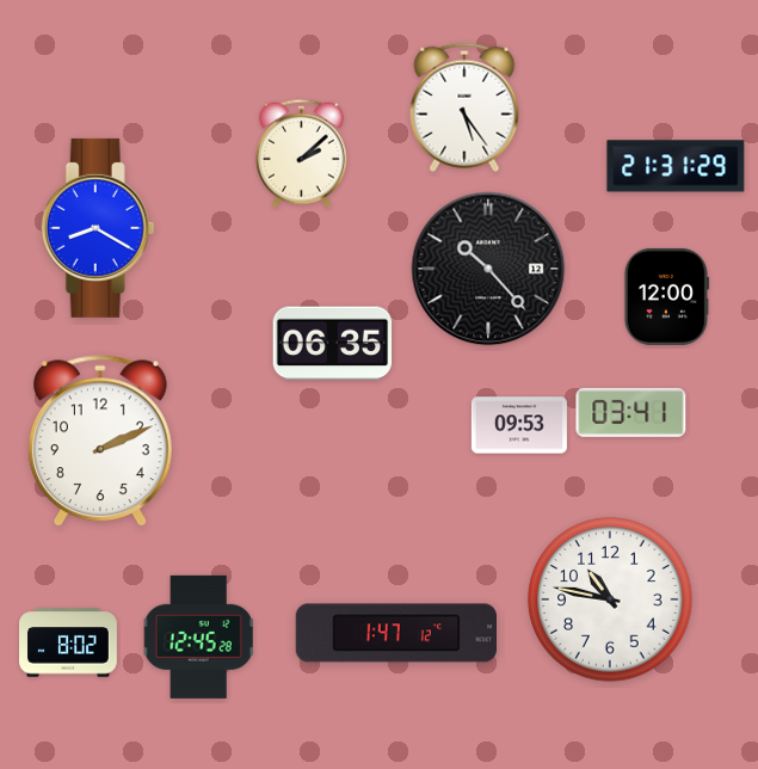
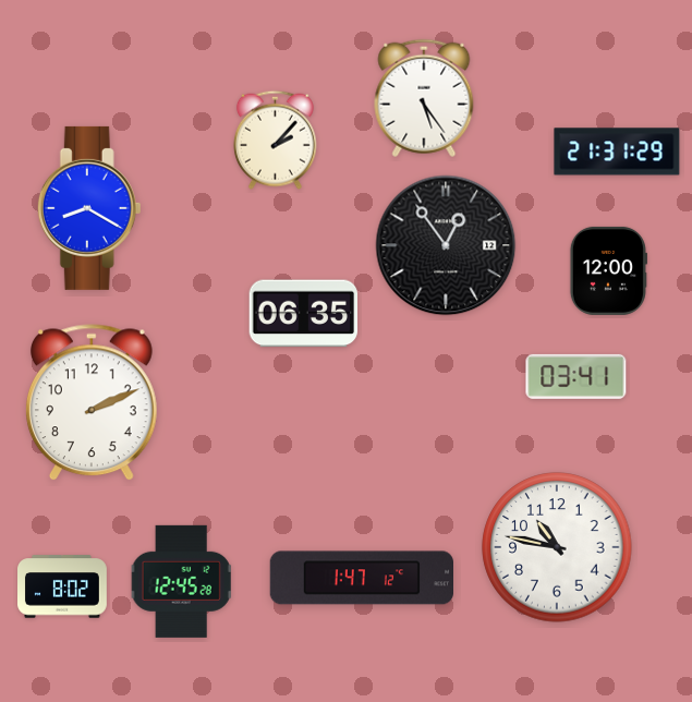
clock at (301, 153): 2:08 -> 2:07
clock at (488, 269): 10:23 -> 12:54
clock at (519, 425): 09:53 -> none
